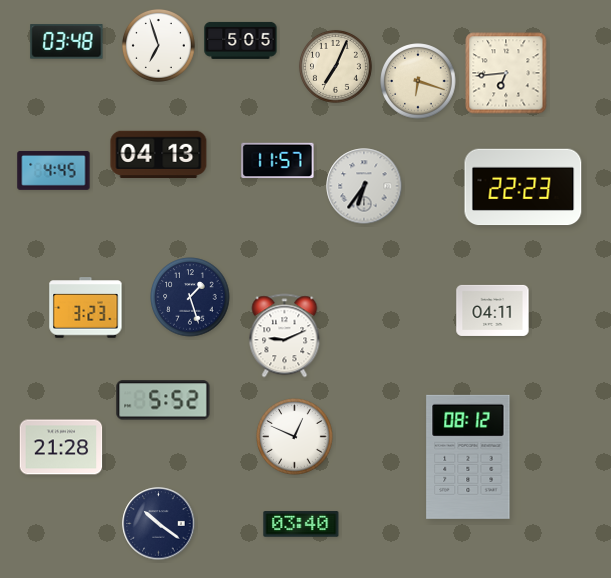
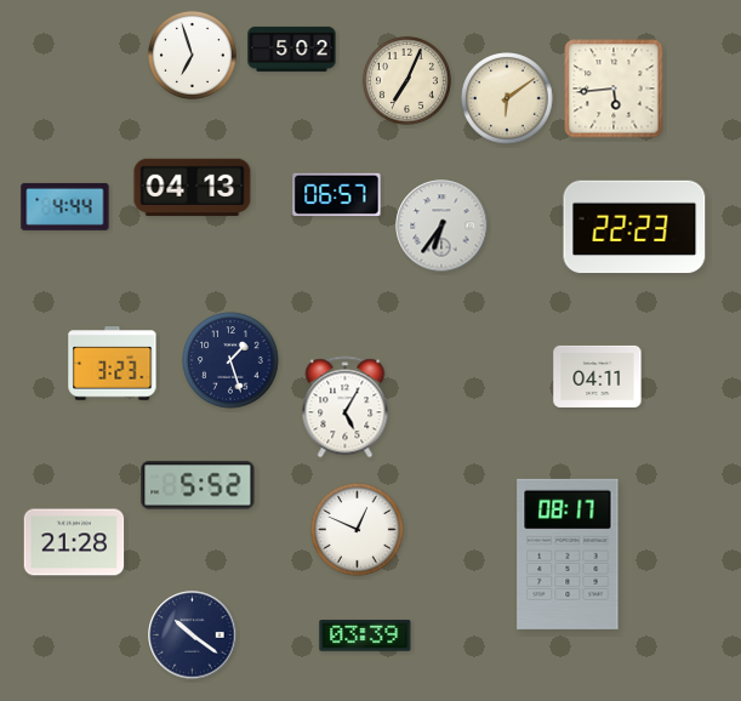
clock at (241, 40): 5:05 -> 5:02
clock at (67, 42): 03:48 -> none
clock at (506, 73): 6:44 -> 5:44
clock at (418, 81): 6:18 -> 6:09
clock at (278, 161): 11:57 -> 06:57
clock at (54, 171): 4:45 -> 4:44
clock at (86, 308) position: (86, 308) -> (113, 364)
clock at (285, 336): 9:11 -> 5:05
clock at (468, 457): 08:12 -> 08:17
clock at (301, 524): 03:40 -> 03:39
